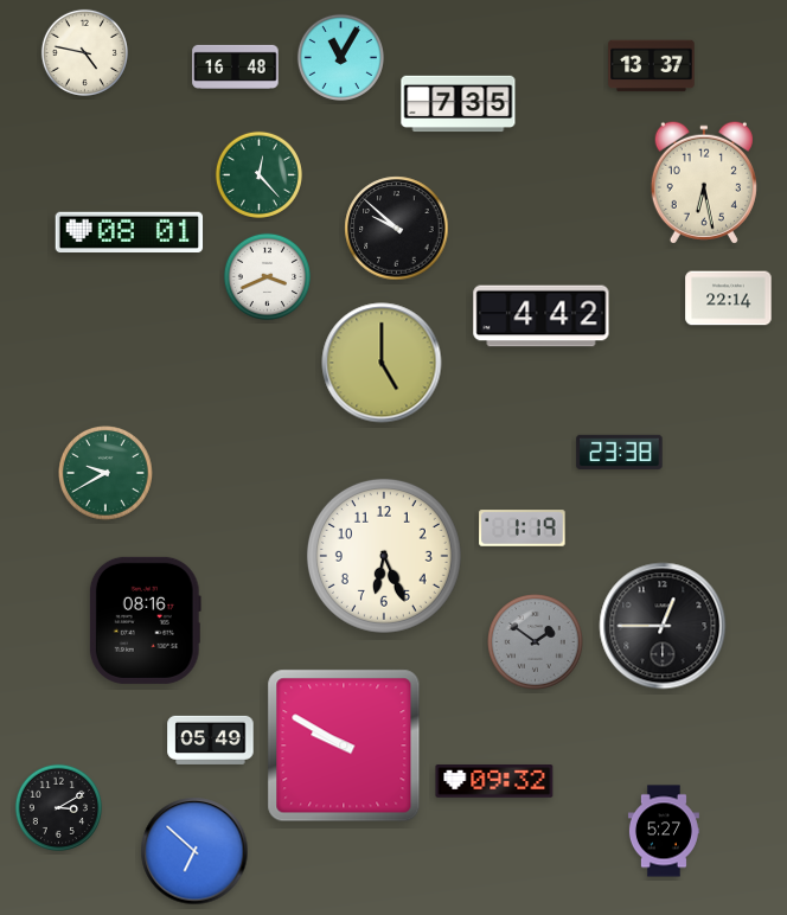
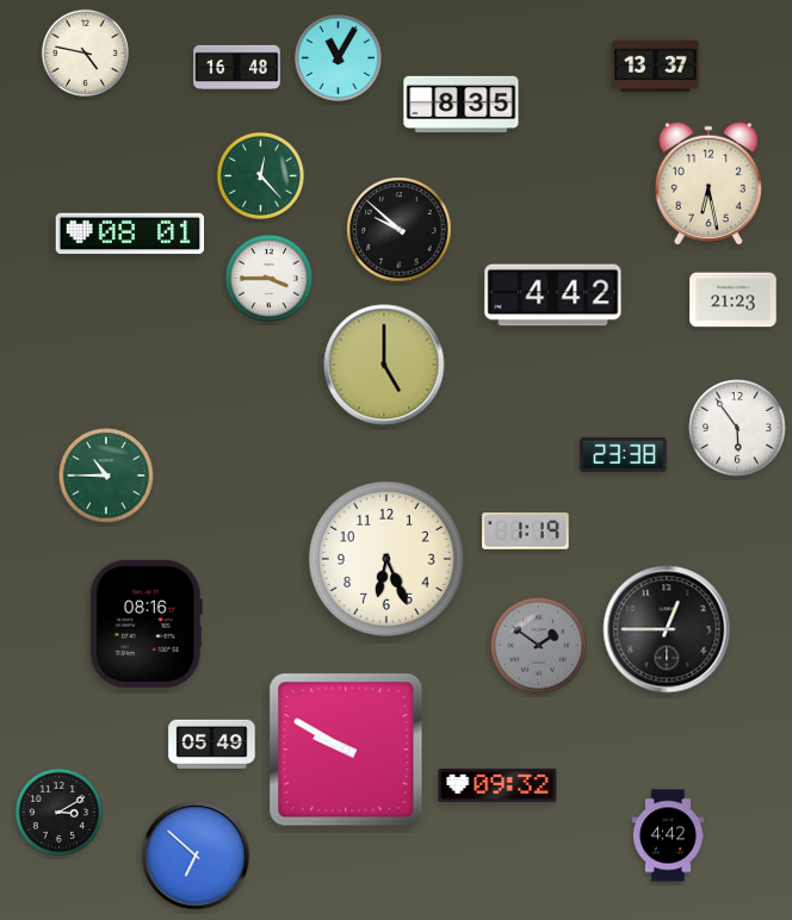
clock at (340, 57) position: (340, 57) -> (338, 57)
clock at (459, 104): 7:35 -> 8:35
clock at (267, 276): 3:41 -> 3:45
clock at (729, 299): 22:14 -> 21:23
clock at (542, 316) position: (542, 316) -> (553, 296)
clock at (737, 428): none -> 5:54
clock at (107, 474): 9:40 -> 10:45
clock at (664, 831): 5:27 -> 4:42
